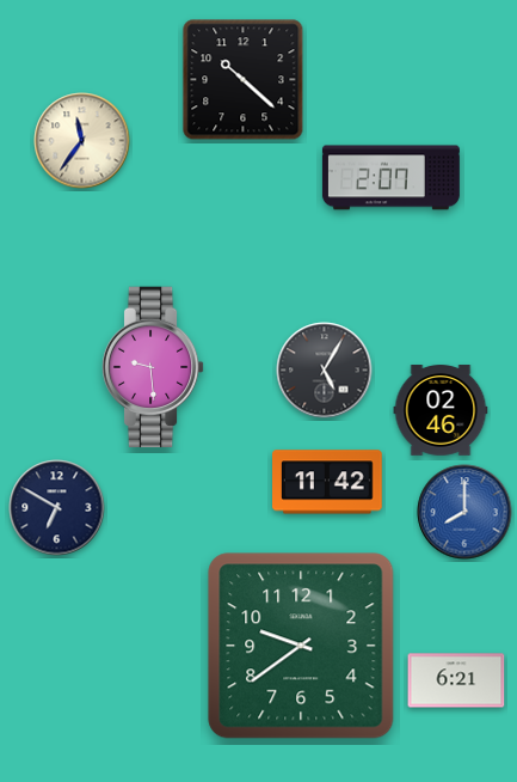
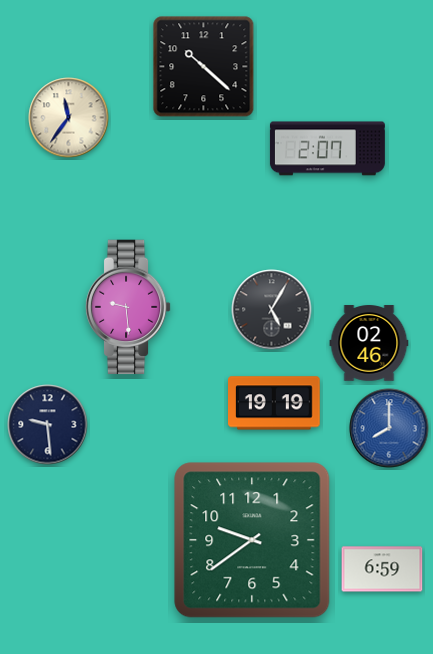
clock at (328, 482): 11:42 -> 19:19
clock at (57, 508): 6:50 -> 9:29
clock at (456, 680): 6:21 -> 6:59
